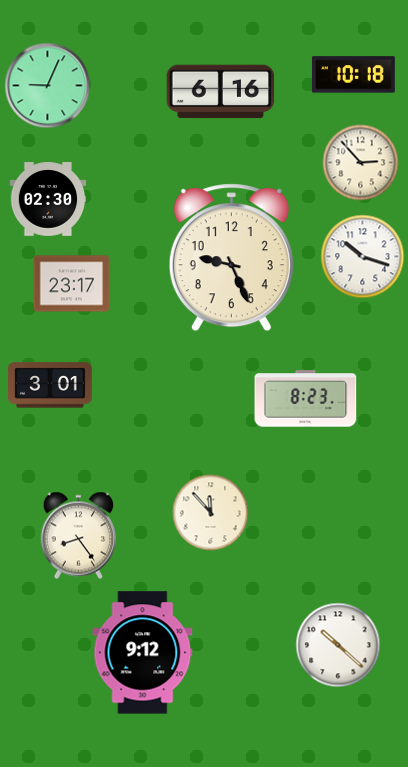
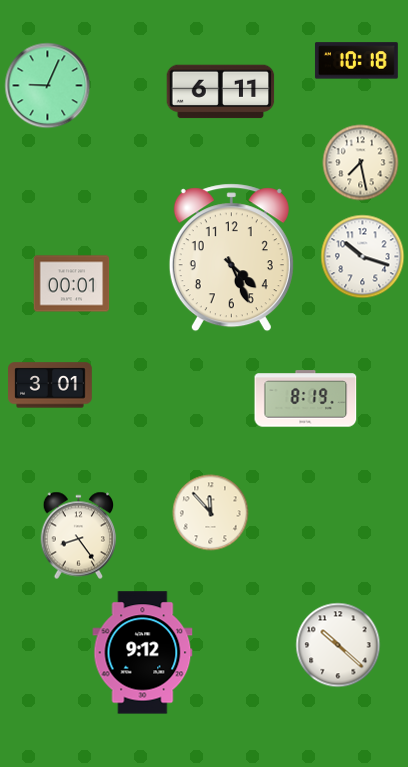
clock at (353, 75) position: (353, 75) -> (356, 61)
clock at (221, 92): 6:16 -> 6:11
clock at (361, 163): 2:53 -> 7:28
clock at (48, 199): 02:30 -> none
clock at (231, 258): 9:26 -> 4:26
clock at (72, 284): 23:17 -> 00:01
clock at (306, 399): 8:23 -> 8:19
